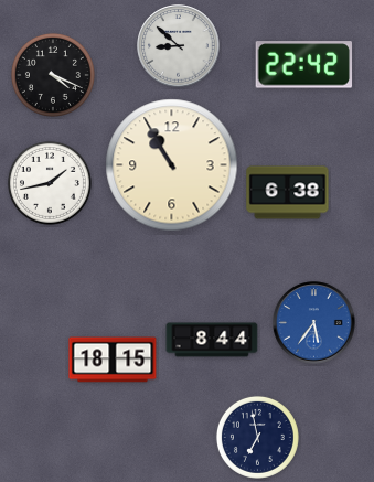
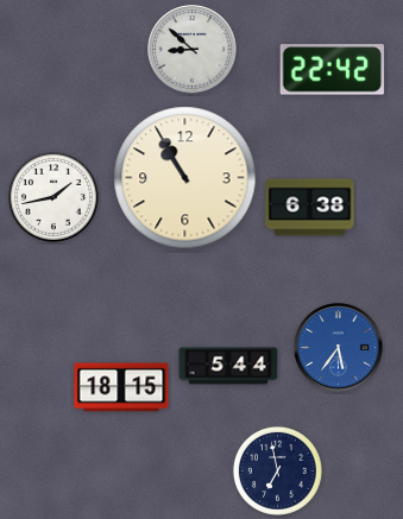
clock at (304, 65) position: (304, 65) -> (333, 70)
clock at (53, 75): 4:19 -> none
clock at (212, 340): 8:44 -> 5:44
